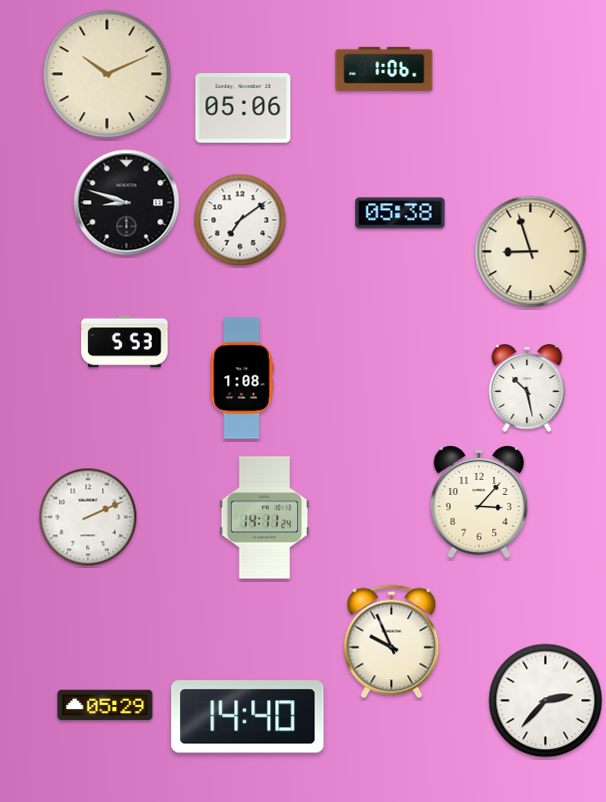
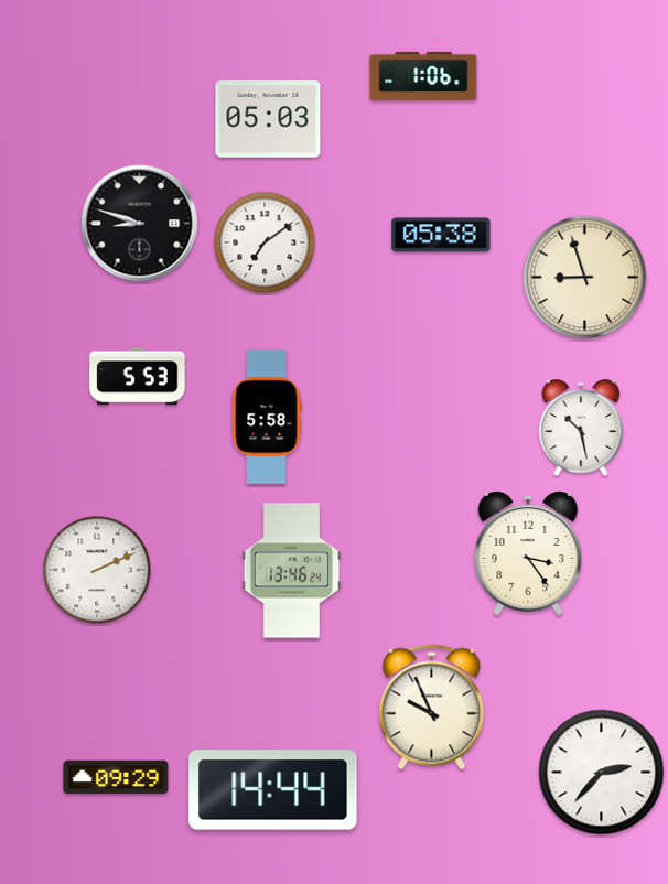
clock at (107, 74): 10:11 -> none
clock at (243, 108): 05:06 -> 05:03
clock at (242, 378): 1:08 -> 5:58
clock at (479, 502): 3:07 -> 3:24
clock at (265, 518): 14:11 -> 13:46
clock at (105, 705): 05:29 -> 09:29
clock at (248, 717): 14:40 -> 14:44
